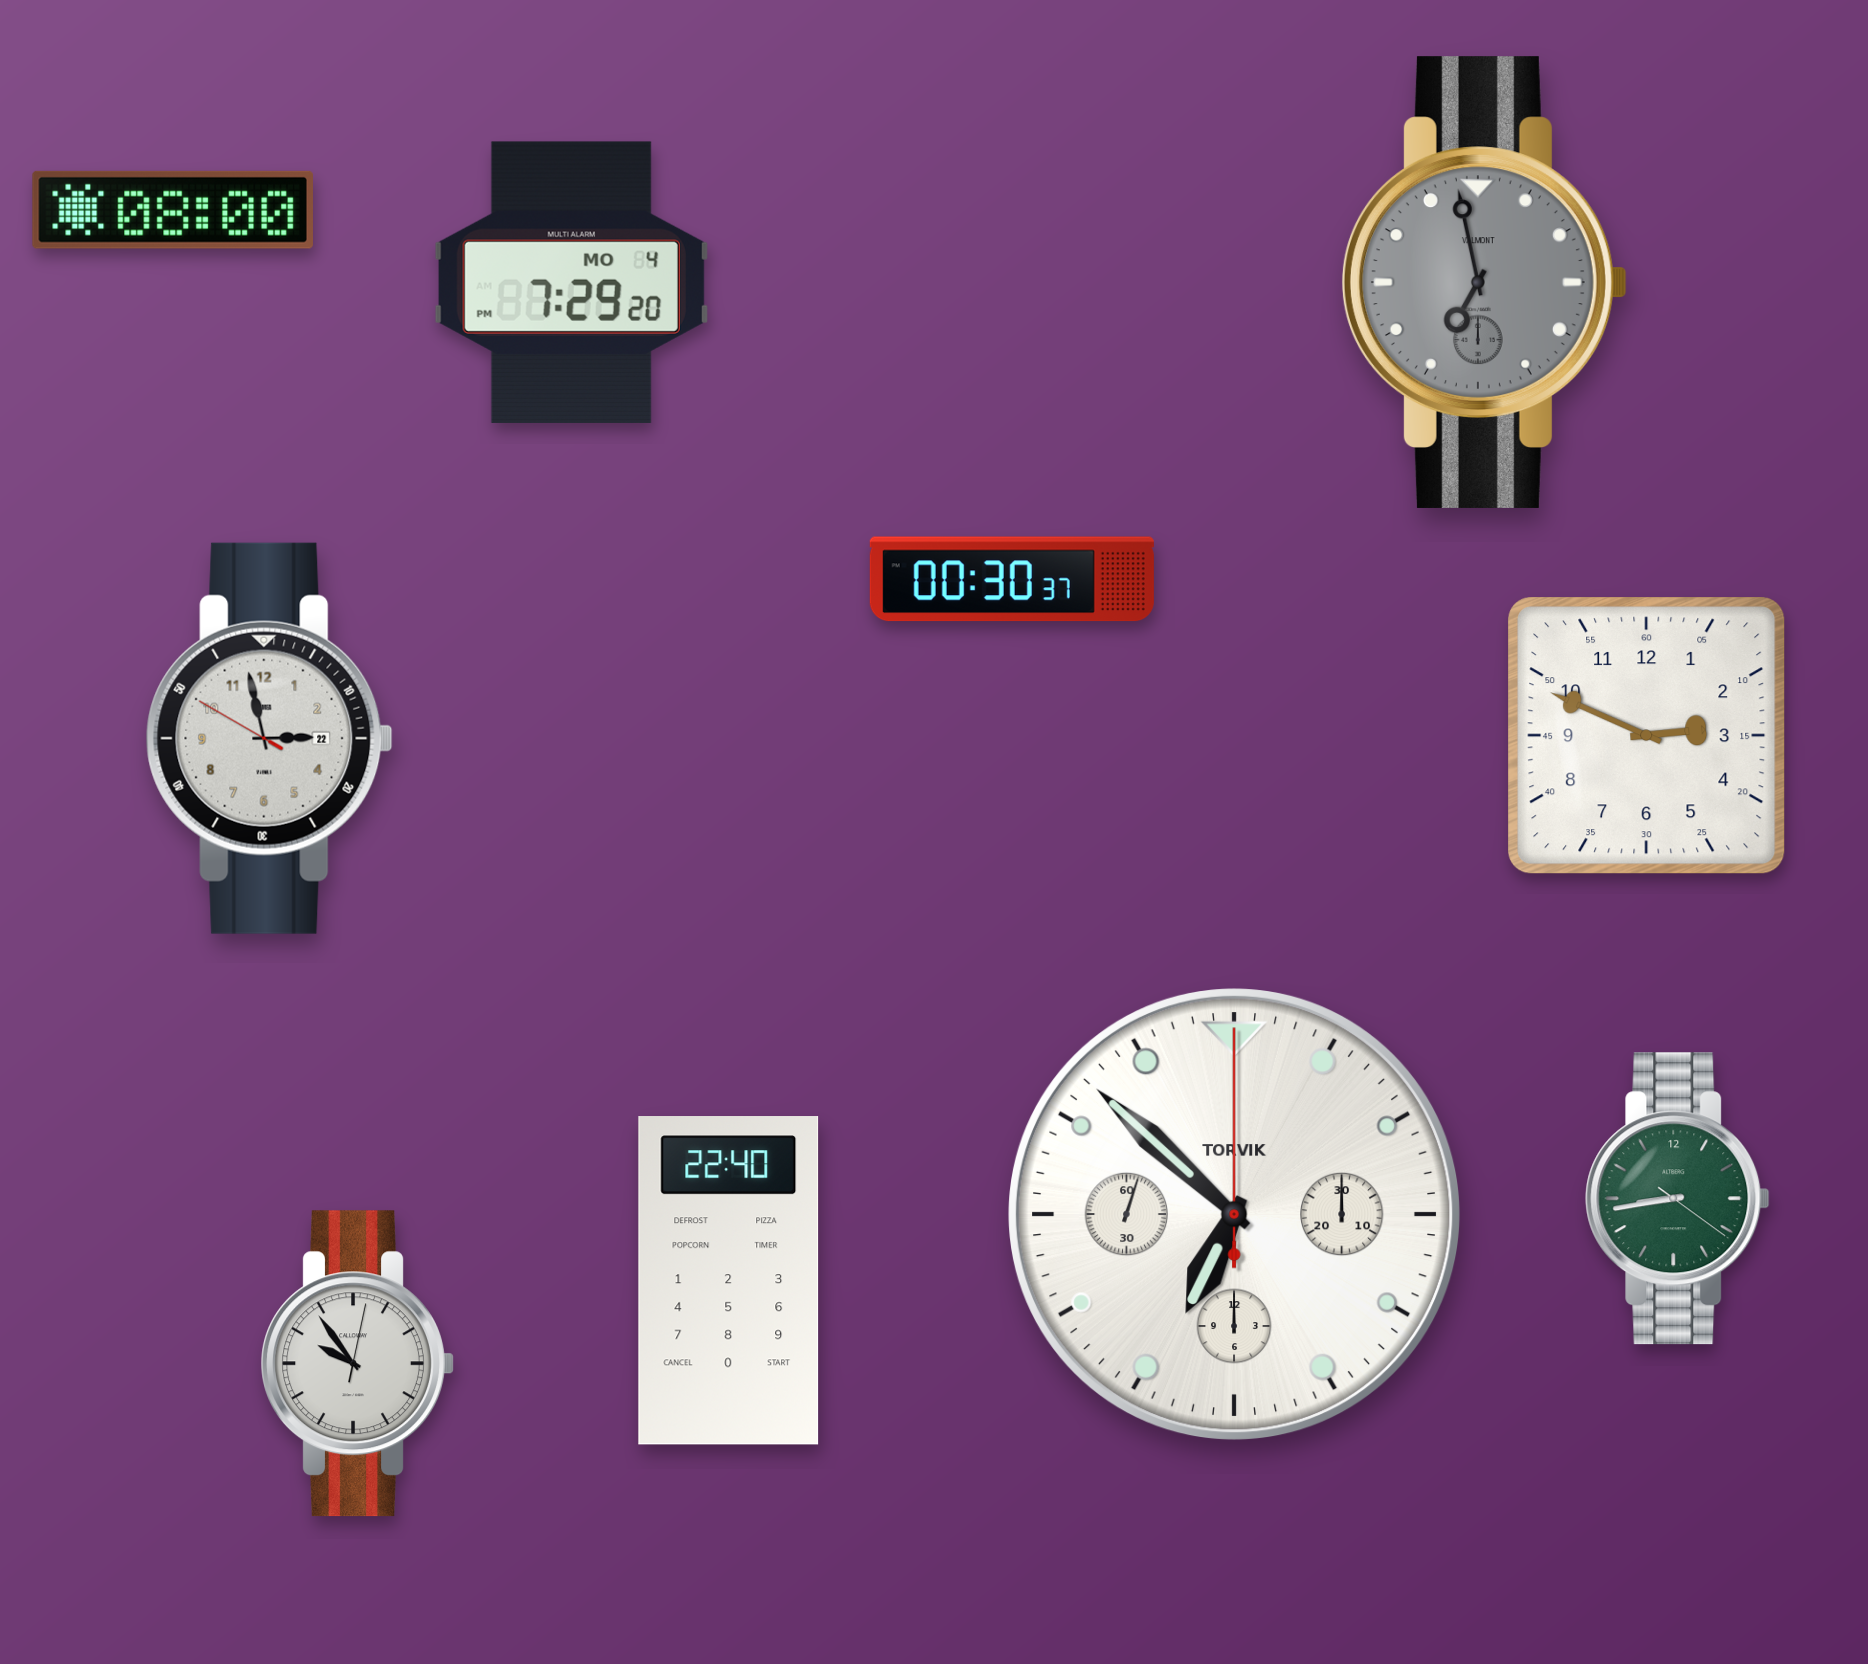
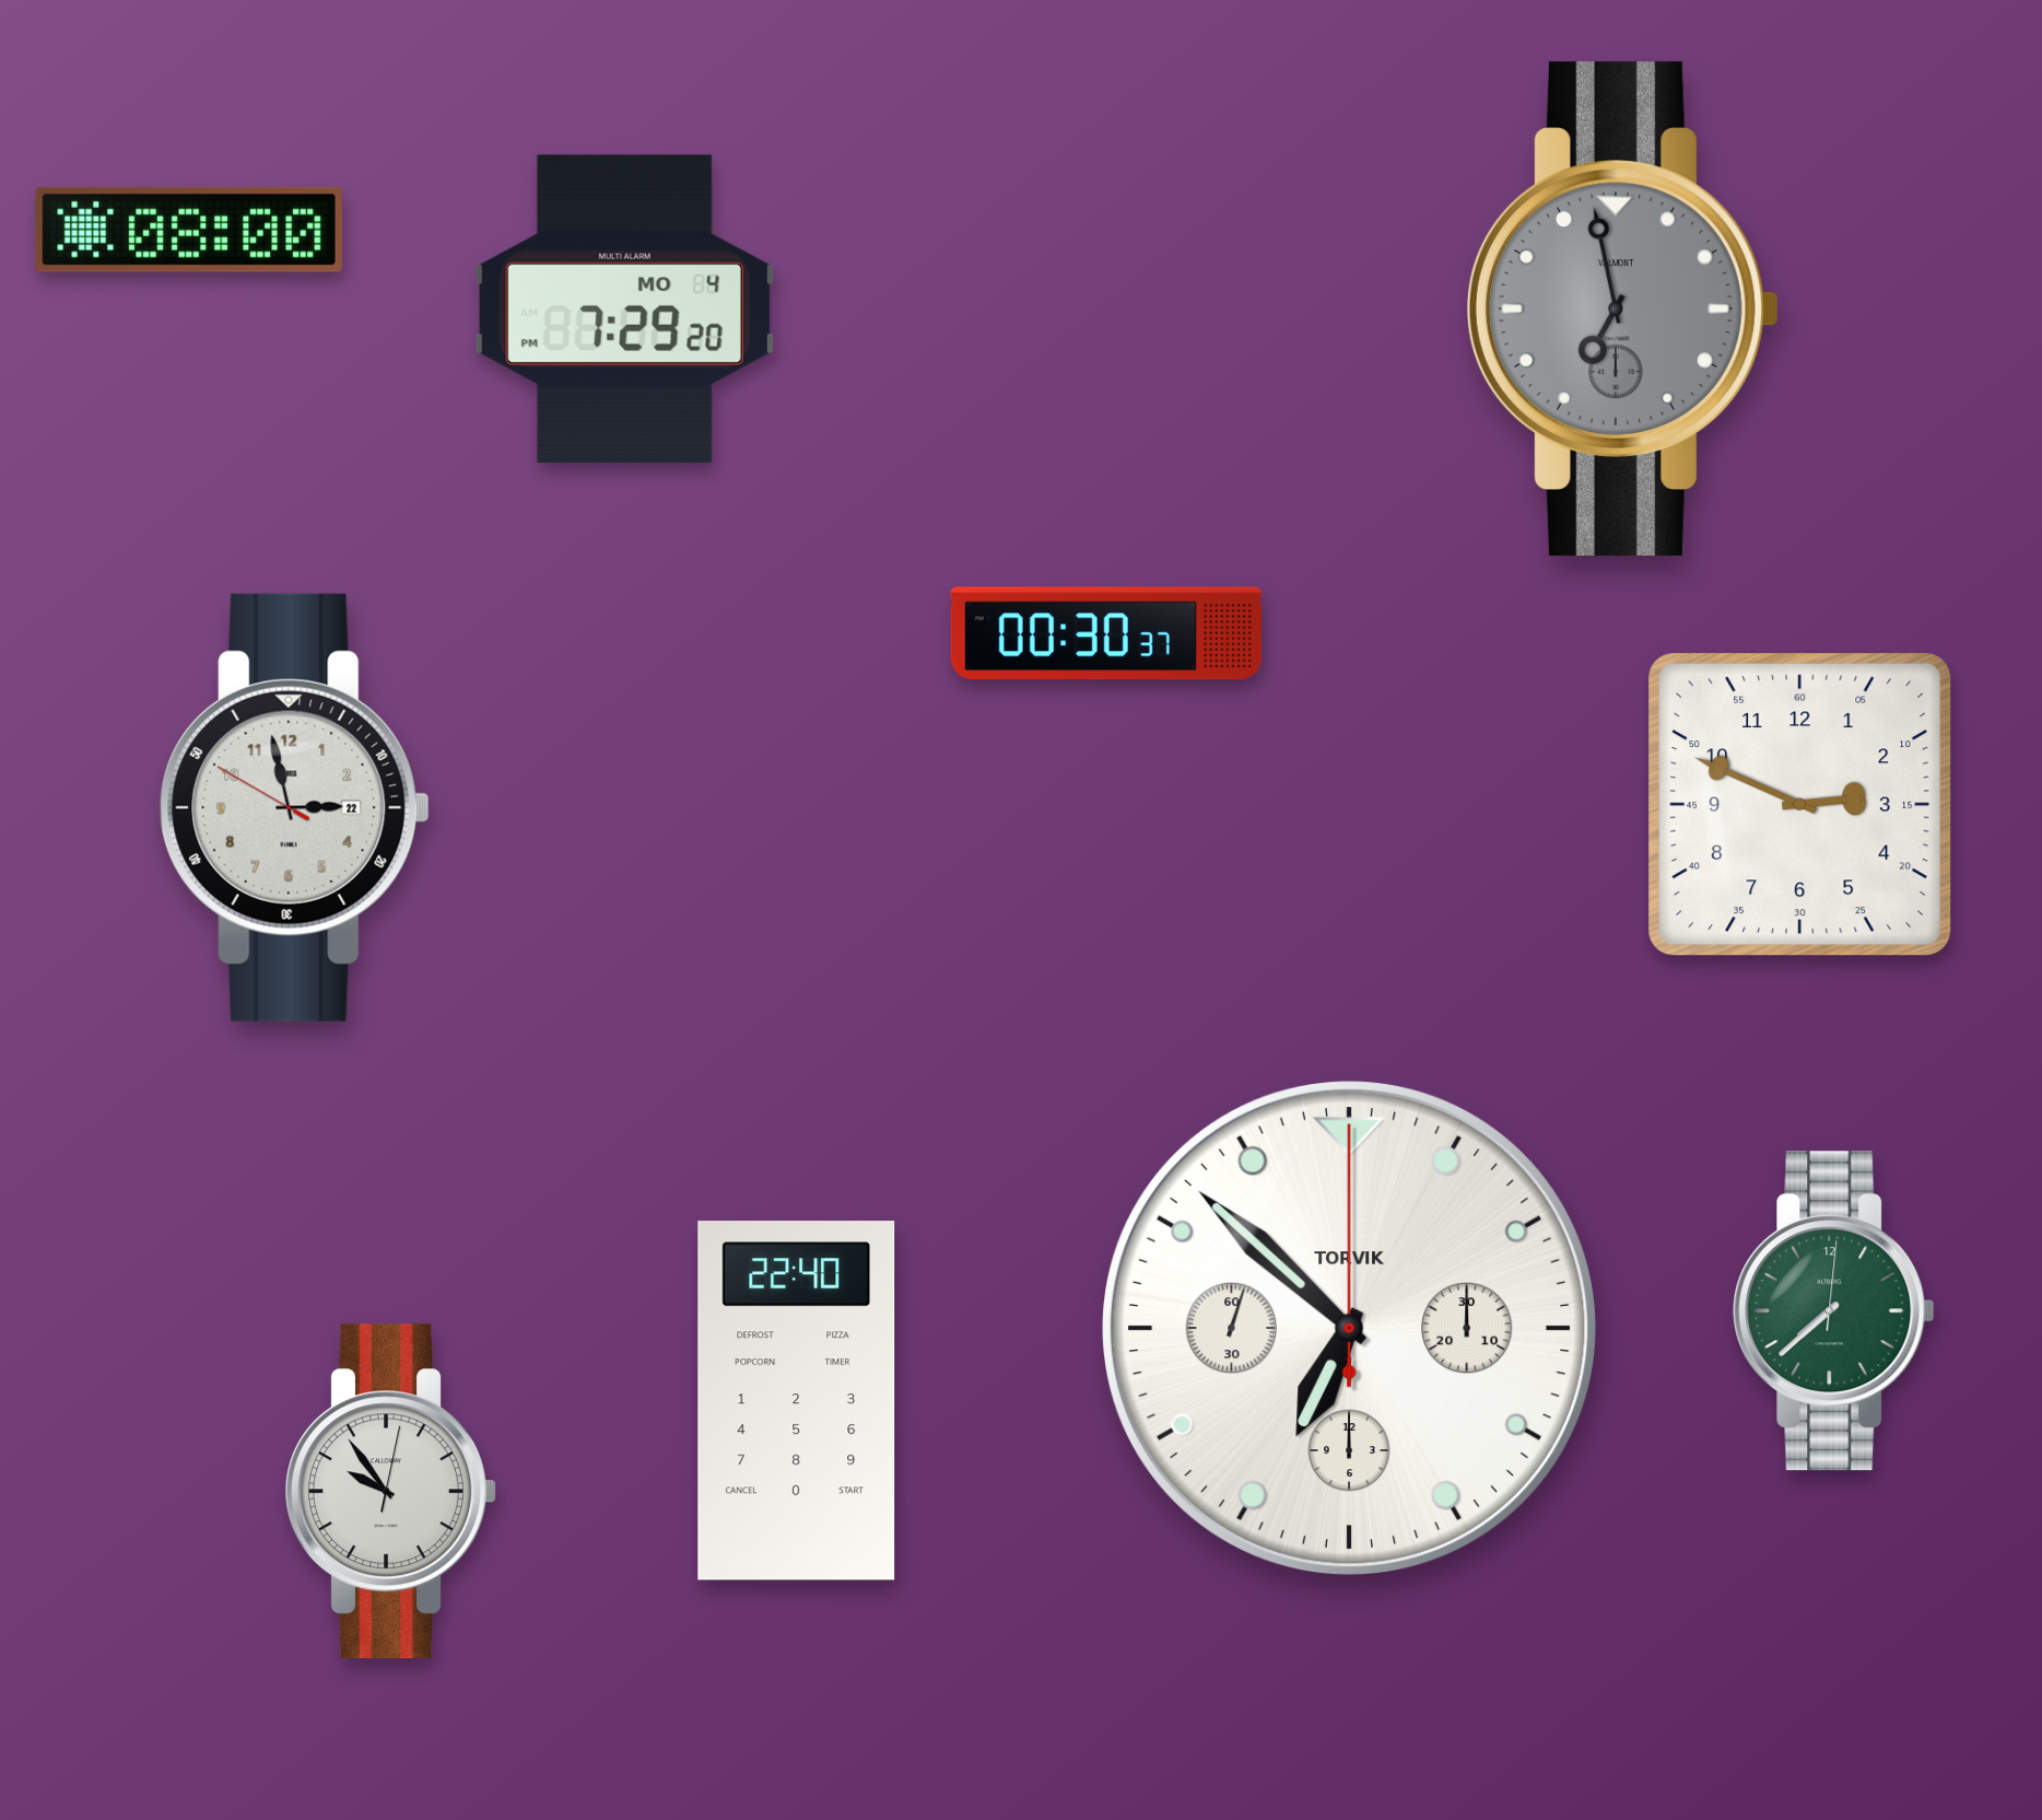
clock at (1678, 1199): 8:43 -> 7:38
